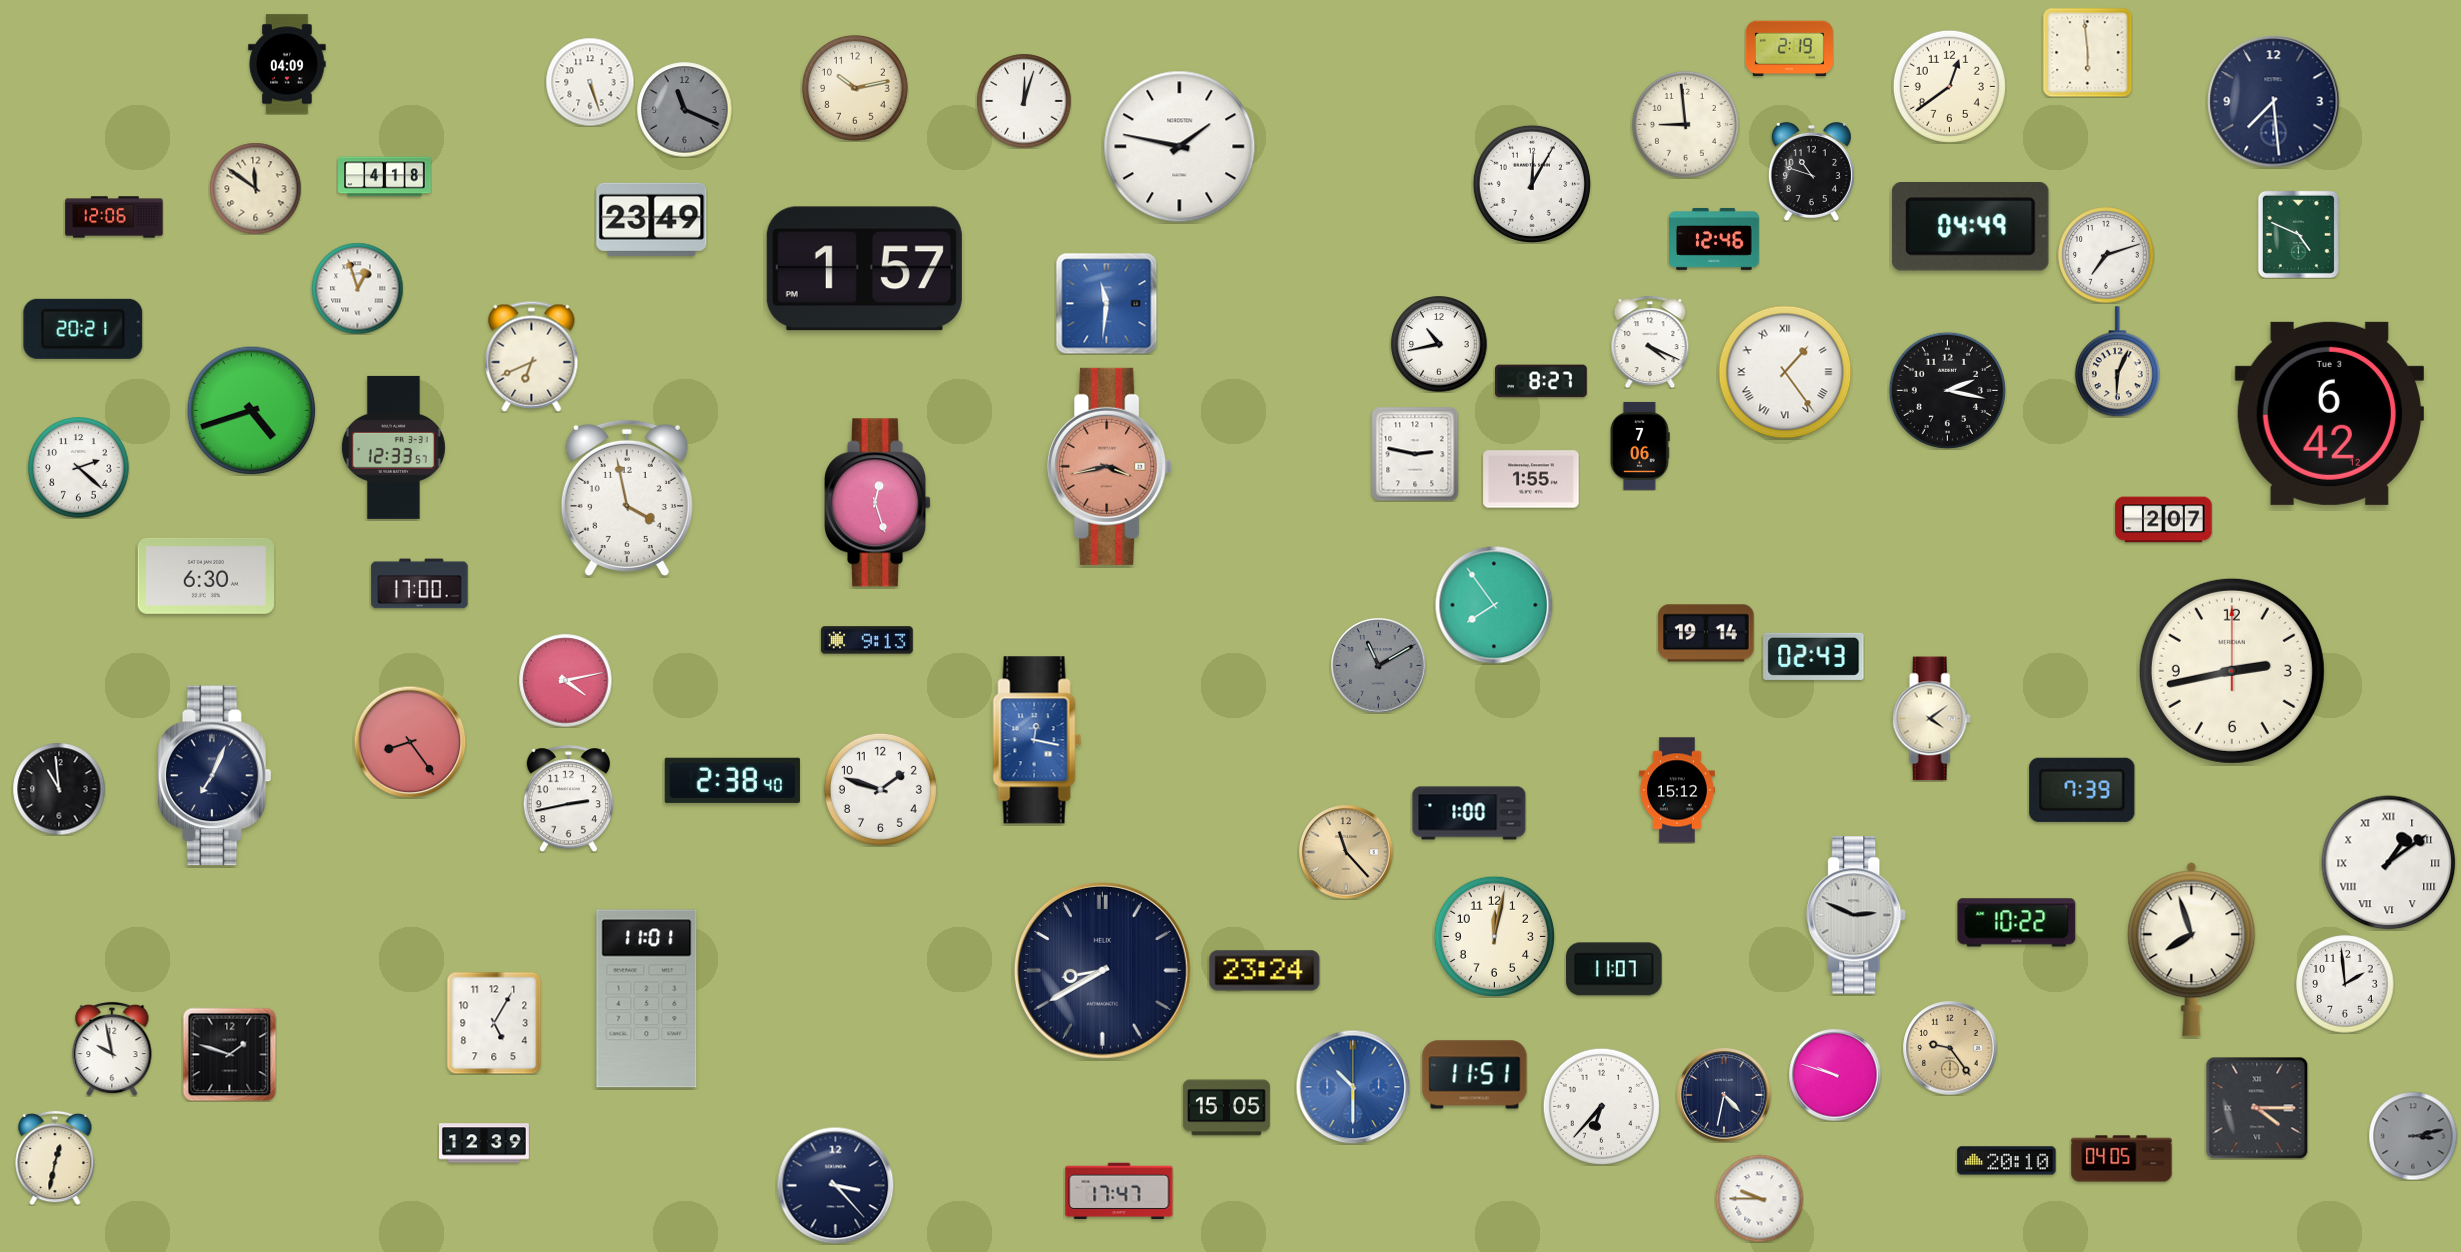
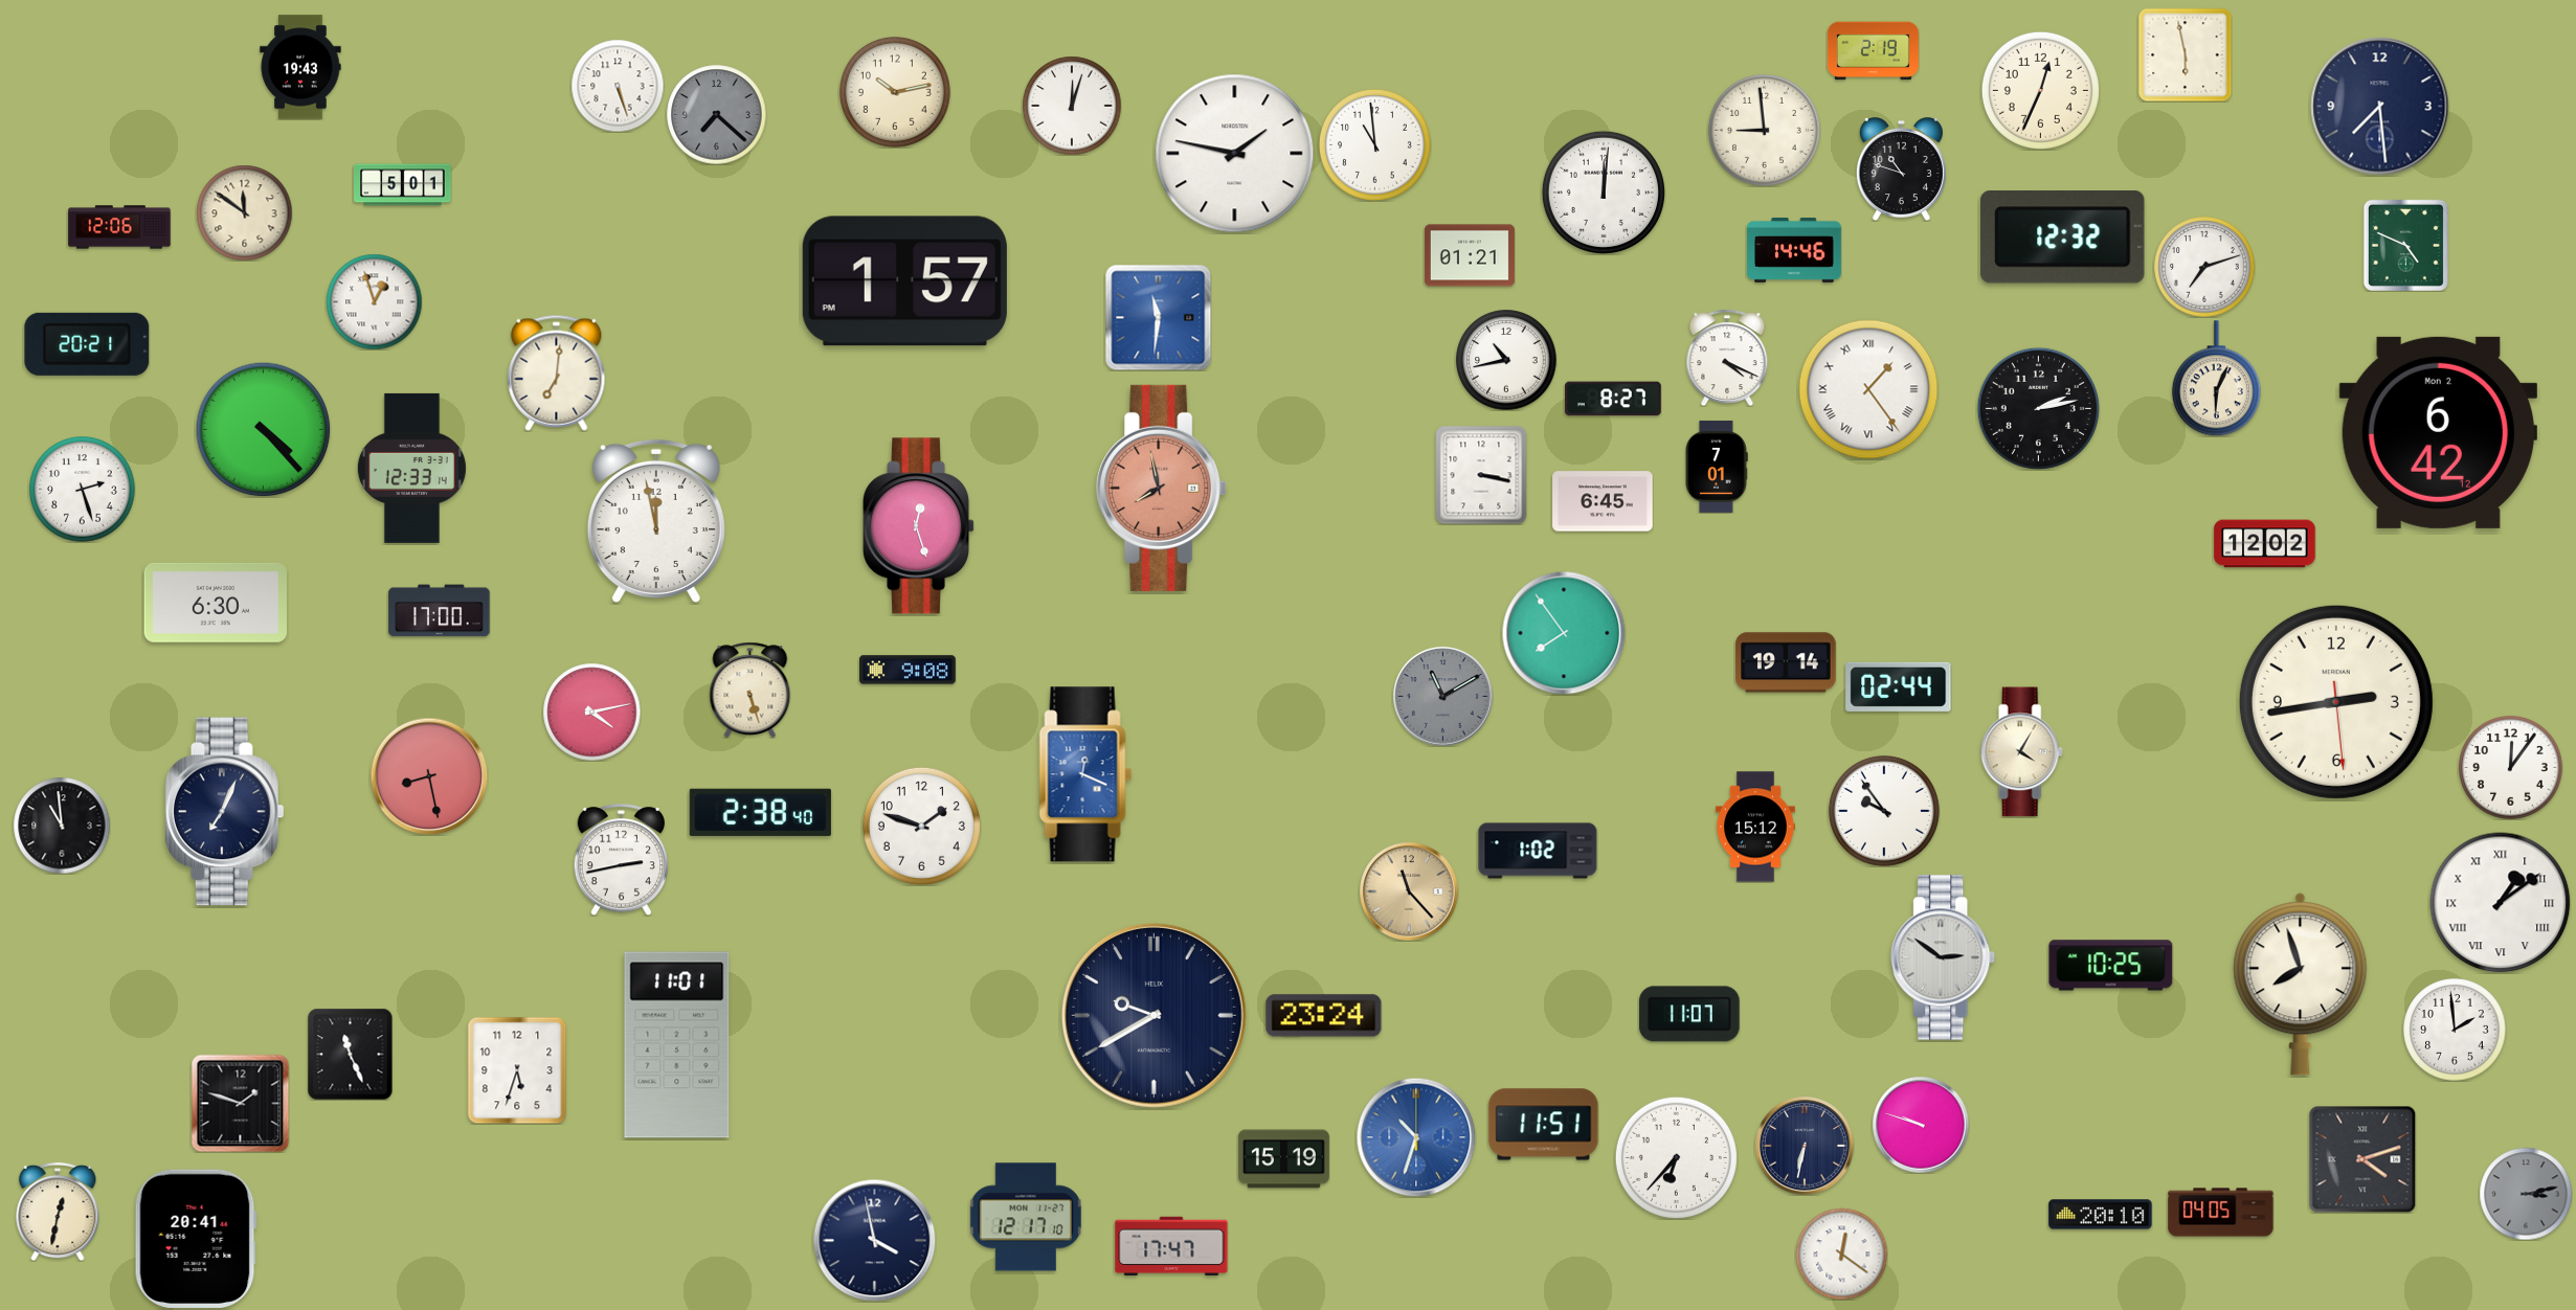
clock at (2087, 52): 5:59 -> 5:58
clock at (287, 64): 04:09 -> 19:43
clock at (1949, 86): 12:39 -> 12:34
clock at (684, 109): 11:19 -> 7:22
clock at (1374, 144): none -> 10:59
clock at (1811, 171) position: (1811, 171) -> (1901, 168)
clock at (385, 177): 4:18 -> 5:01
clock at (1532, 184): 12:05 -> 12:01
clock at (255, 188) position: (255, 188) -> (244, 212)
clock at (652, 219): 23:49 -> none
clock at (1970, 226): 04:49 -> 12:32
clock at (1715, 239): 12:46 -> 14:46
clock at (1470, 255): none -> 01:21
clock at (532, 356): 6:41 -> 7:01
clock at (1947, 390): 2:17 -> 2:13
clock at (251, 410): 4:42 -> 4:23
clock at (2329, 413) date: Tue 3 -> Mon 2
clock at (1640, 446): 7:06 -> 7:01
clock at (393, 447): 12:33:57 -> 12:33:14
clock at (1415, 454): 2:47 -> 3:17
clock at (1110, 466): 3:43 -> 7:58
clock at (79, 468): 2:22 -> 2:27
clock at (1531, 479): 1:55 -> 6:45
clock at (627, 498): 3:58 -> 11:58
clock at (2164, 520): 2:07 -> 12:02
clock at (867, 640): 9:13 -> 9:08
clock at (1814, 656): 02:43 -> 02:44
clock at (751, 690): none -> 5:27
clock at (2232, 671): 2:43:00 -> 2:43:29
clock at (1931, 719): 4:09 -> 4:05
clock at (2511, 768): none -> 12:06
clock at (1037, 740): 12:17 -> 12:19
clock at (410, 742): 8:24 -> 8:28
clock at (1884, 811): none -> 9:54
clock at (732, 780) position: (732, 780) -> (760, 812)
clock at (2082, 790): 7:39 -> none
clock at (568, 799) position: (568, 799) -> (621, 860)
clock at (1469, 813): 1:00 -> 1:02
clock at (1857, 915): 2:49 -> 2:51
clock at (2017, 923): 10:22 -> 10:25
clock at (1494, 936): 12:02 -> none
clock at (2192, 950) position: (2192, 950) -> (2301, 985)
clock at (1102, 970): 8:40 -> 9:40
clock at (351, 1054): none -> 11:26
clock at (494, 1023): 5:05 -> 5:33
clock at (1950, 1048): 9:24 -> none
clock at (112, 1049): 9:58 -> none
clock at (1353, 1087): 10:30 -> 10:33
clock at (1724, 1095): 4:32 -> 6:32
clock at (1226, 1108): 15:05 -> 15:19
clock at (2257, 1108): 4:15 -> 4:12
clock at (2413, 1136) position: (2413, 1136) -> (2526, 1194)
clock at (485, 1143): 12:39 -> none
clock at (1026, 1217): none -> 12:17
clock at (196, 1238): none -> 20:41
clock at (835, 1185): 3:23 -> 3:58
clock at (1759, 1198): 9:45 -> 12:21
